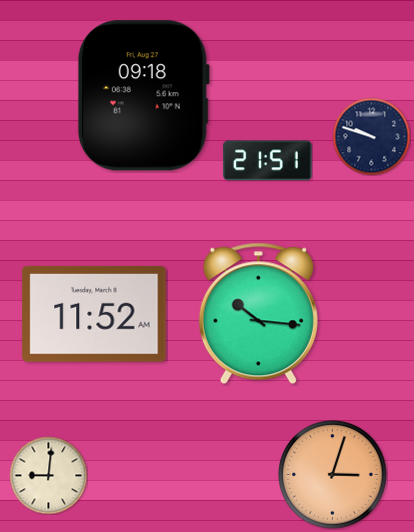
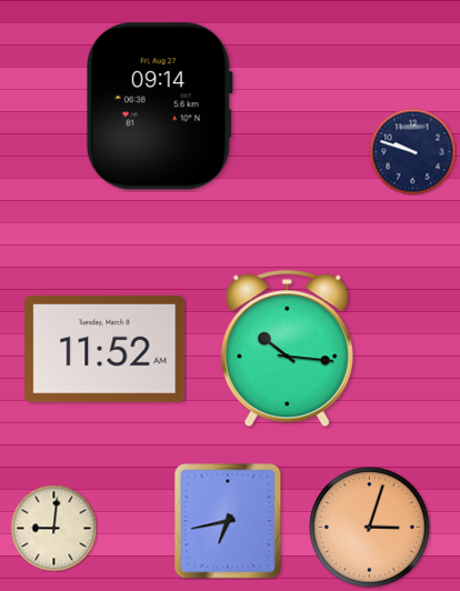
clock at (143, 96): 09:18 -> 09:14
clock at (268, 161): 21:51 -> none
clock at (228, 521): none -> 6:43
